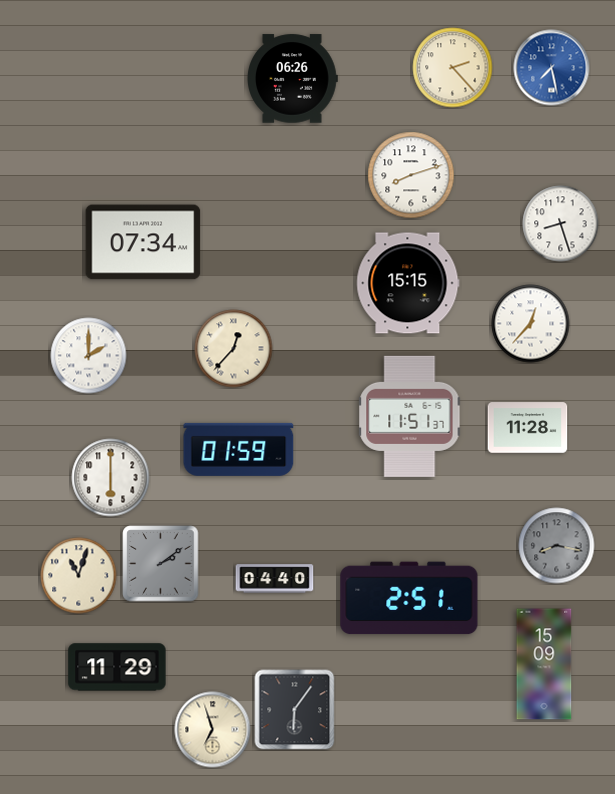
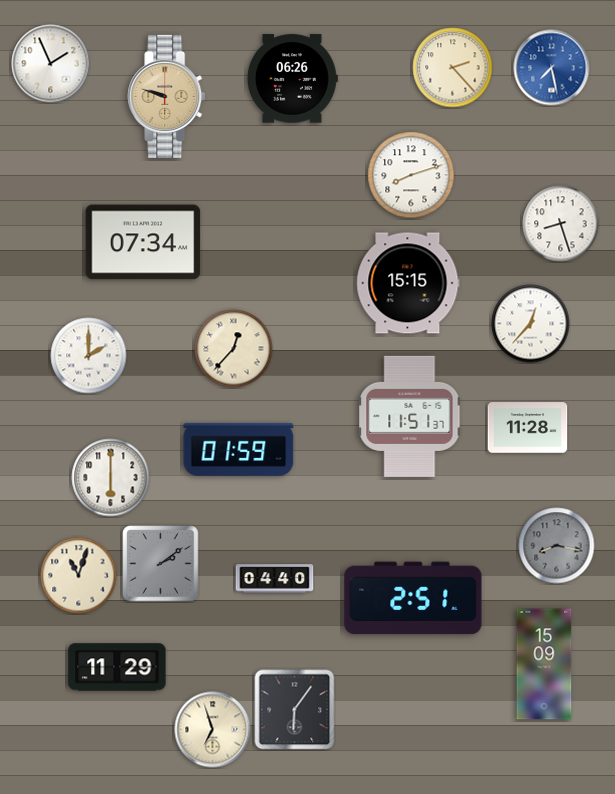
clock at (51, 64): none -> 1:56
clock at (167, 96): none -> 9:48
clock at (409, 598) position: (409, 598) -> (413, 598)
